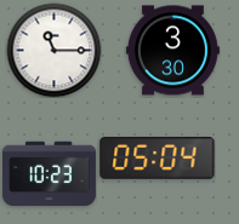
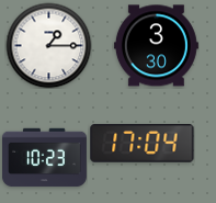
clock at (53, 50): 11:15 -> 1:15
clock at (158, 159): 05:04 -> 17:04
